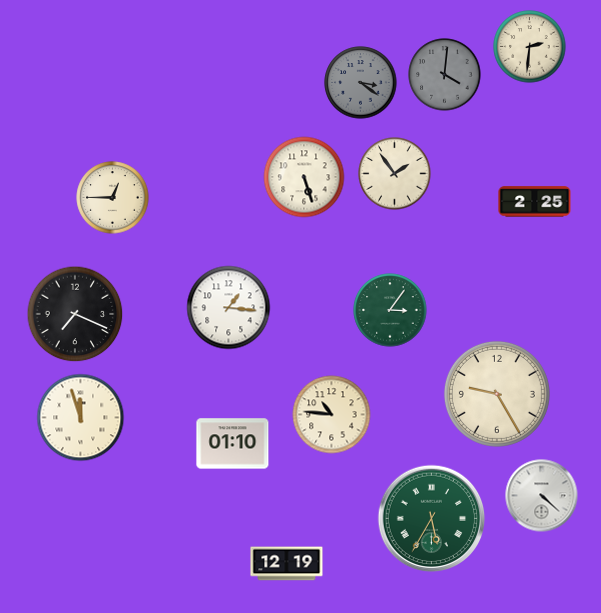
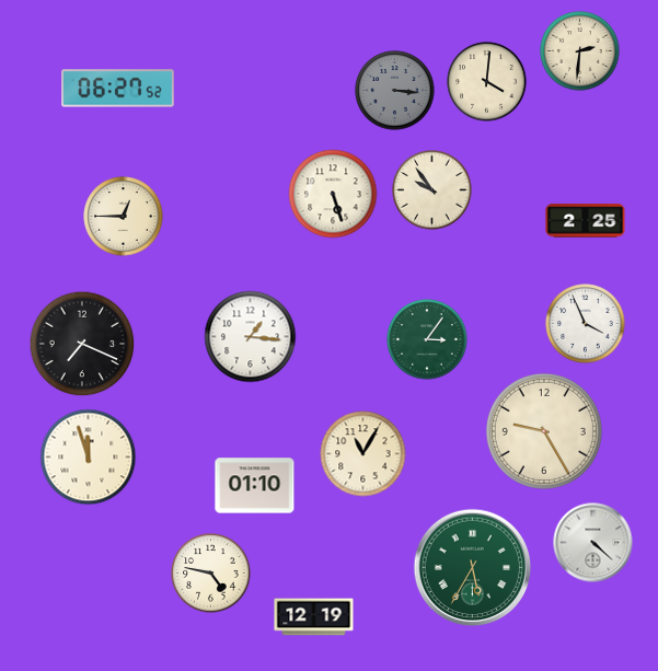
clock at (445, 75) dial: grey -> cream
clock at (118, 89): none -> 06:27
clock at (361, 83): 3:21 -> 3:16
clock at (395, 174): 1:54 -> 9:54
clock at (586, 324): none -> 3:56
clock at (332, 415): 10:46 -> 11:05
clock at (211, 574): none -> 4:47
